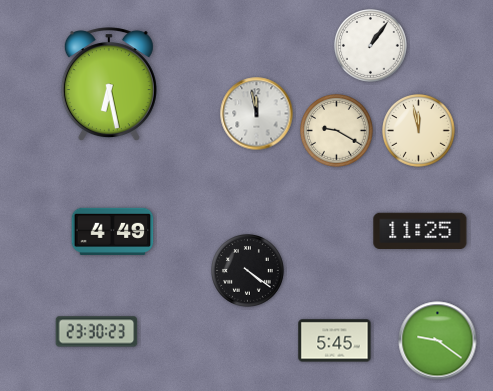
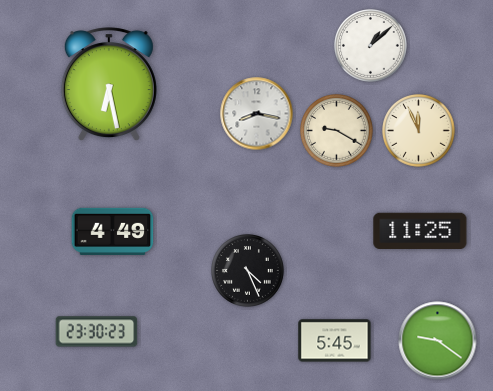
clock at (371, 46): 1:06 -> 1:08
clock at (257, 114): 11:58 -> 8:17
clock at (419, 131): 11:58 -> 11:56
clock at (248, 271): 4:21 -> 4:26
